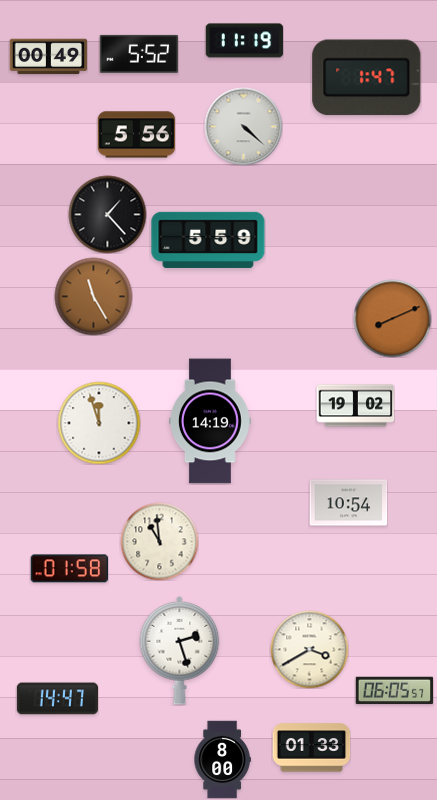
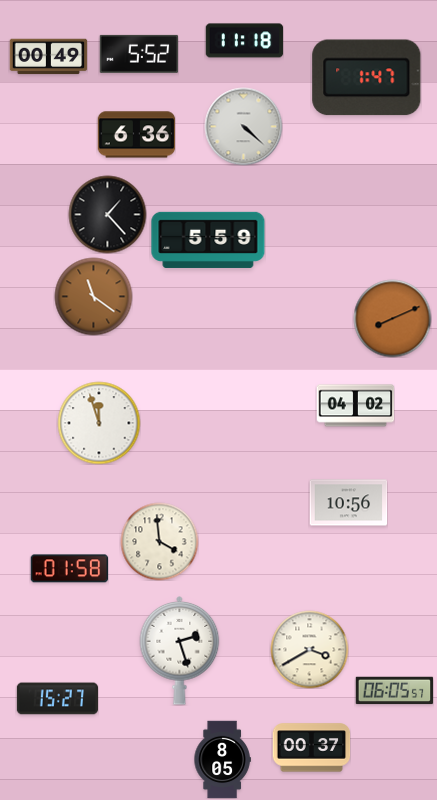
clock at (244, 41): 11:19 -> 11:18
clock at (136, 135): 5:56 -> 6:36
clock at (93, 296): 11:25 -> 11:21
clock at (355, 406): 19:02 -> 04:02
clock at (210, 421): 14:19 -> none
clock at (348, 503): 10:54 -> 10:56
clock at (159, 541): 10:59 -> 3:59
clock at (57, 699): 14:47 -> 15:27
clock at (311, 748): 01:33 -> 00:37
clock at (222, 759): 8:00 -> 8:05
